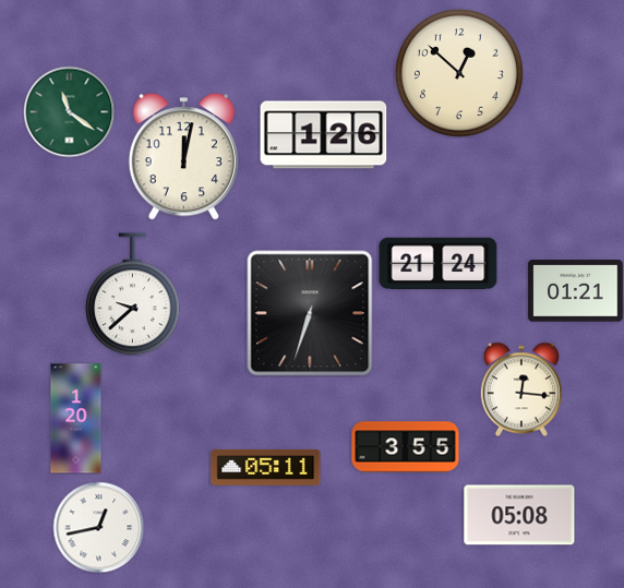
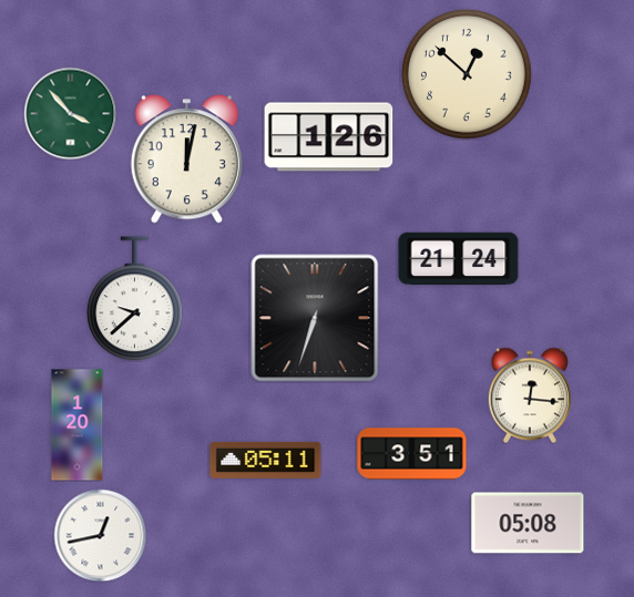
clock at (69, 111): 11:21 -> 3:53
clock at (439, 264) position: (439, 264) -> (459, 259)
clock at (576, 291): 01:21 -> none
clock at (406, 447): 3:55 -> 3:51
clock at (266, 467) position: (266, 467) -> (266, 460)
